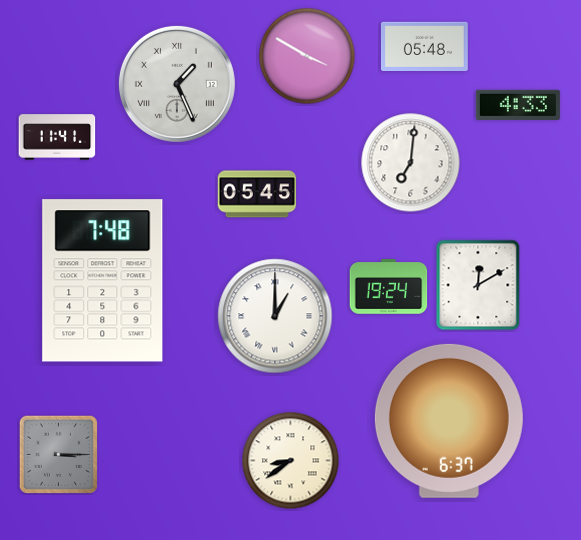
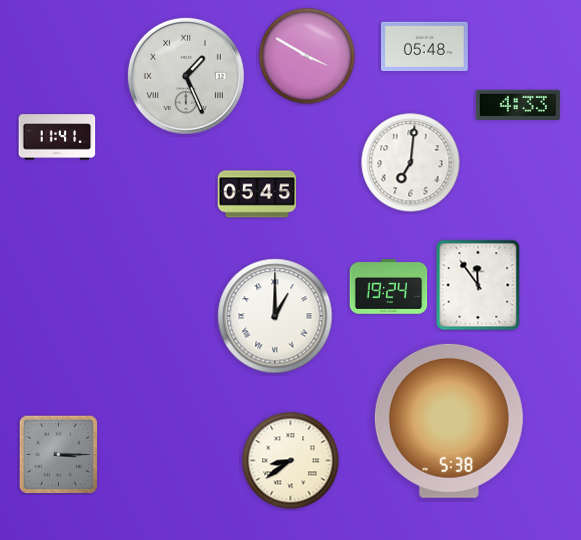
clock at (177, 84) position: (177, 84) -> (186, 76)
clock at (103, 281): 7:48 -> none
clock at (478, 285): 12:10 -> 11:54
clock at (449, 421): 6:37 -> 5:38
